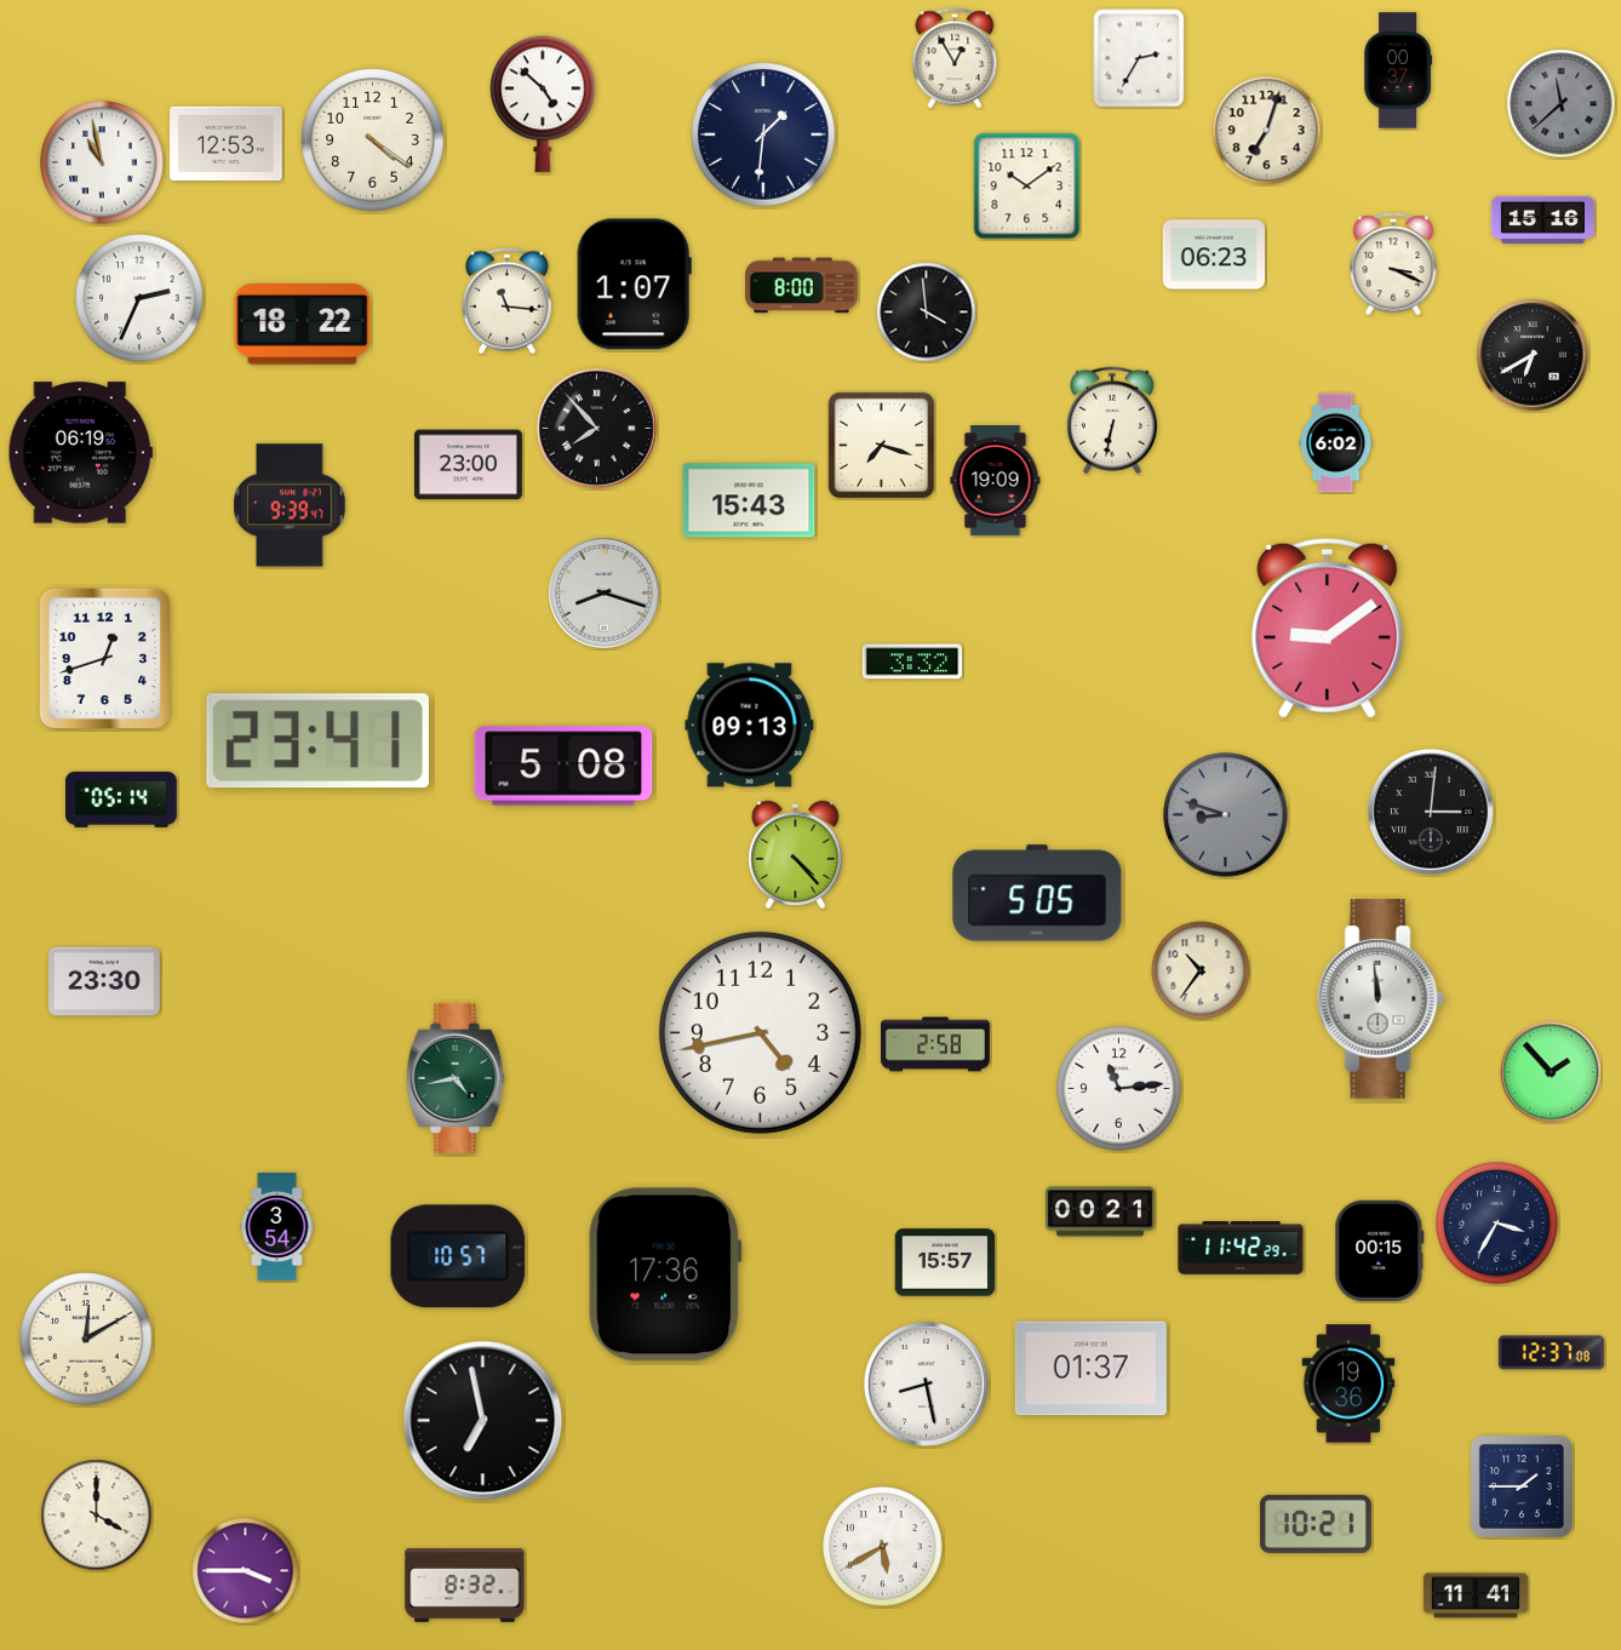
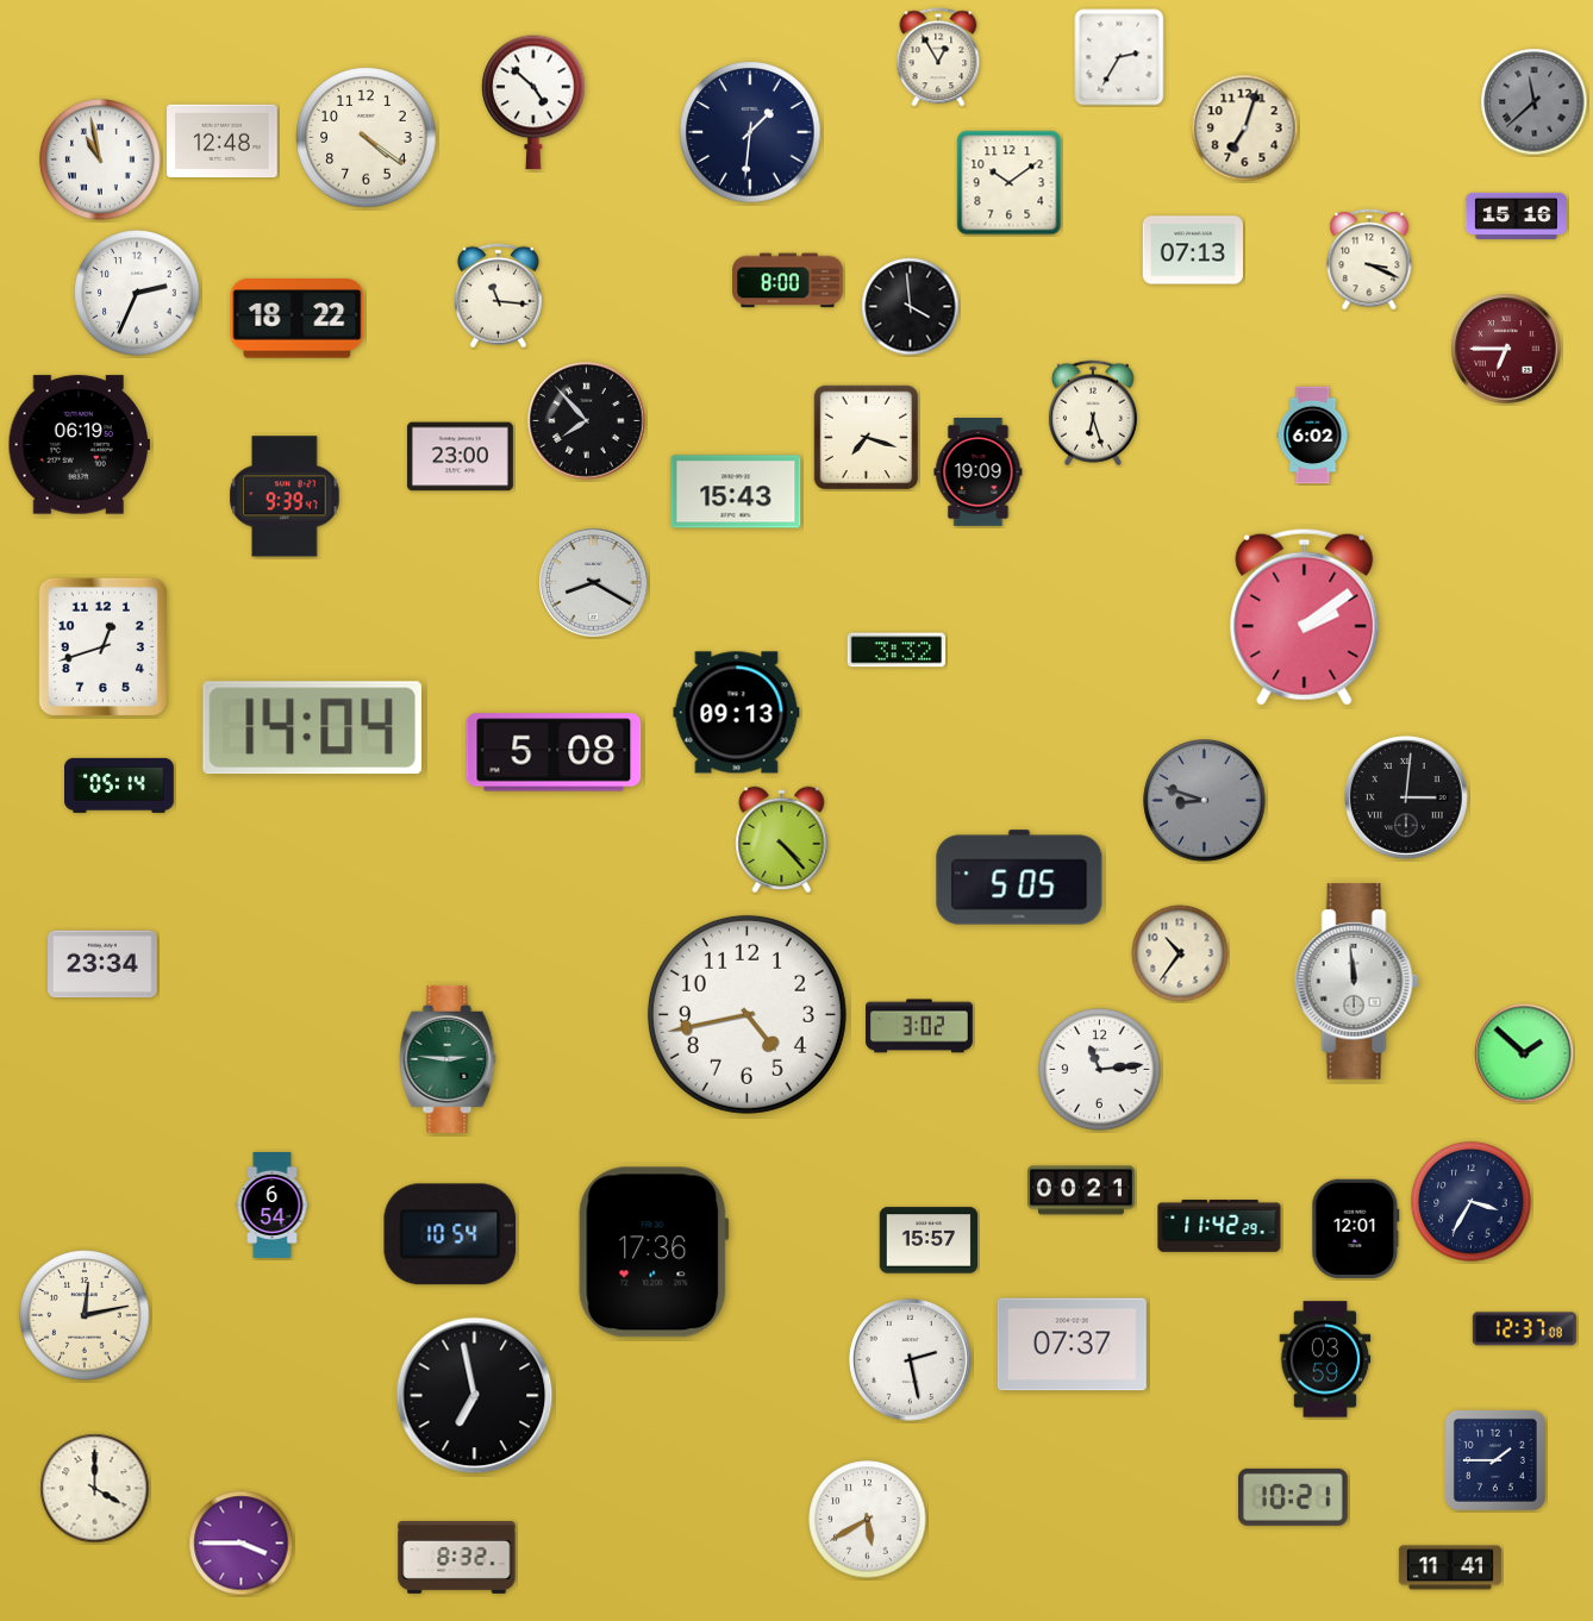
clock at (1397, 70): 00:37 -> none
clock at (227, 144): 12:53 -> 12:48
clock at (1213, 254): 06:23 -> 07:13
clock at (634, 285): 1:07 -> none
clock at (1533, 355): 6:40 -> 6:45
clock at (1533, 355) dial: black -> burgundy
clock at (1112, 420): 6:32 -> 6:27
clock at (605, 594): 8:18 -> 8:20
clock at (1328, 628): 9:09 -> 2:09
clock at (317, 741): 23:41 -> 14:04
clock at (105, 981): 23:30 -> 23:34
clock at (936, 1044): 2:58 -> 3:02
clock at (1551, 1072): 1:53 -> 1:52
clock at (456, 1078): 4:43 -> 2:46
clock at (277, 1226): 3:54 -> 6:54
clock at (1380, 1250): 00:15 -> 12:01
clock at (458, 1256): 10:57 -> 10:54
clock at (86, 1339): 12:10 -> 12:13
clock at (1090, 1369): 01:37 -> 07:37
clock at (926, 1383): 8:28 -> 2:28
clock at (1348, 1383): 19:36 -> 03:59
